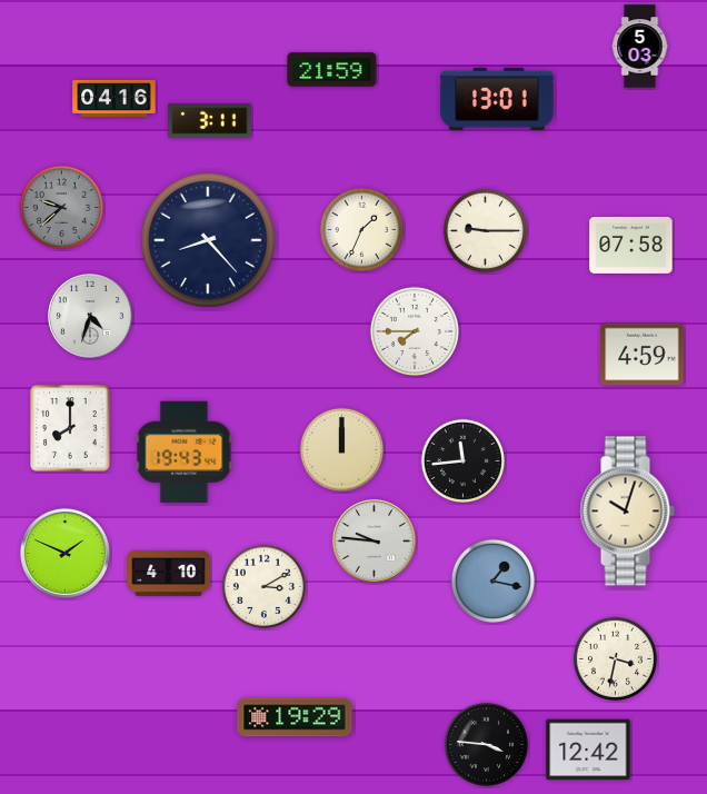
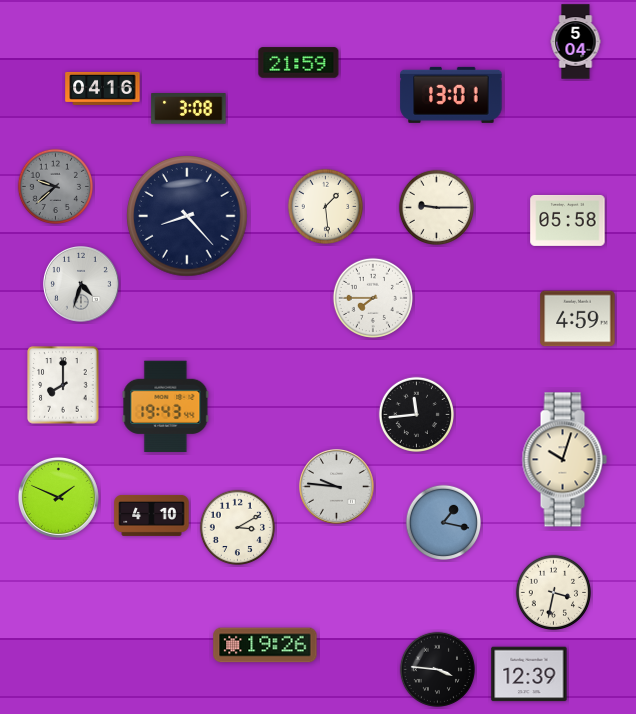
clock at (640, 47): 5:03 -> 5:04
clock at (497, 99) position: (497, 99) -> (451, 95)
clock at (210, 121): 3:11 -> 3:08
clock at (361, 229): 1:34 -> 1:29
clock at (631, 245): 07:58 -> 05:58
clock at (341, 449): 12:00 -> none
clock at (295, 717): 19:29 -> 19:26
clock at (588, 750): 12:42 -> 12:39
